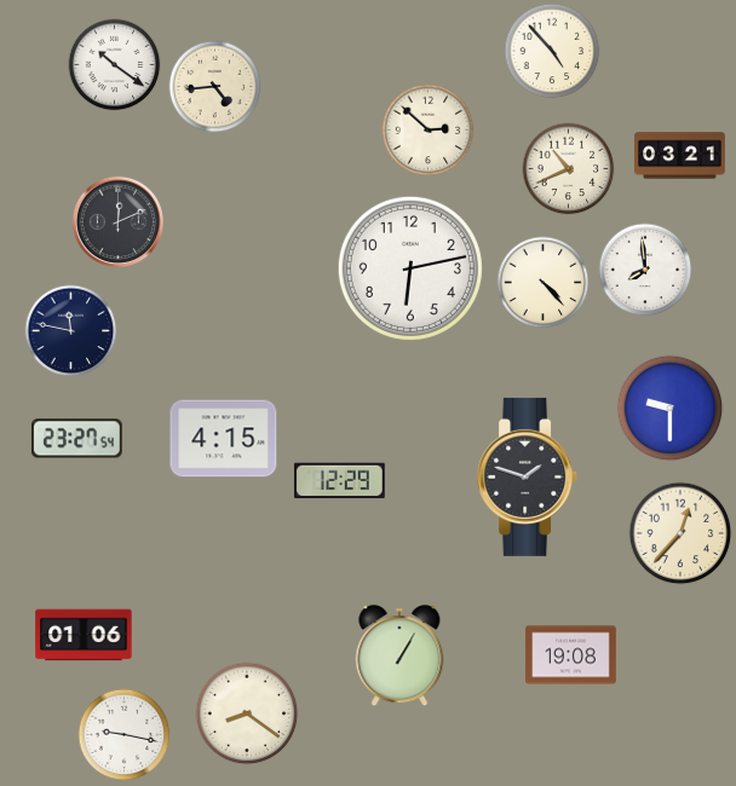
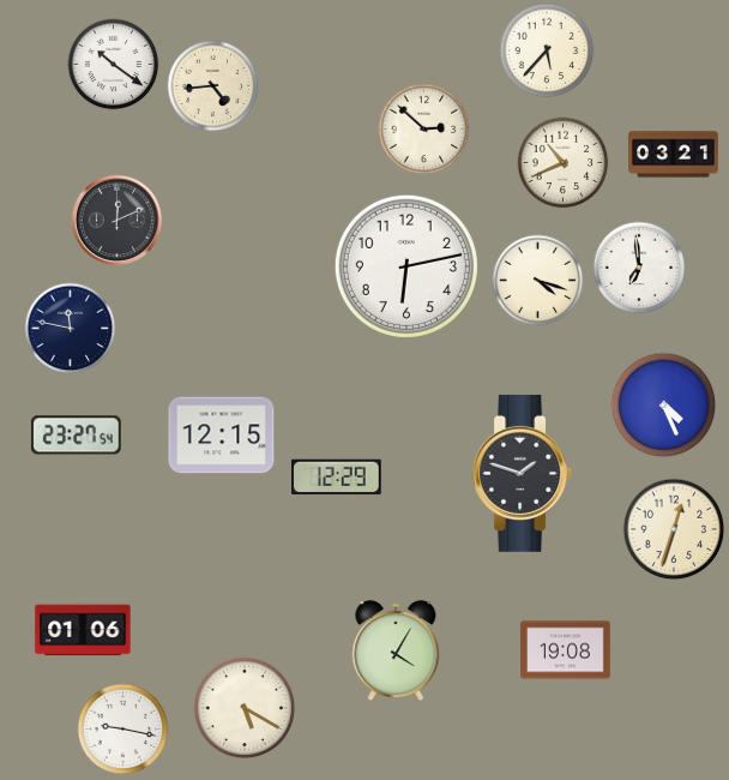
clock at (552, 51): 4:53 -> 5:37
clock at (569, 169) position: (569, 169) -> (564, 163)
clock at (645, 270): 7:59 -> 6:59
clock at (544, 283): 4:23 -> 4:18
clock at (671, 409): 9:30 -> 4:26
clock at (224, 439): 4:15 -> 12:15
clock at (680, 533): 12:37 -> 12:33
clock at (399, 657): 1:05 -> 4:05
clock at (247, 713): 8:21 -> 5:20
